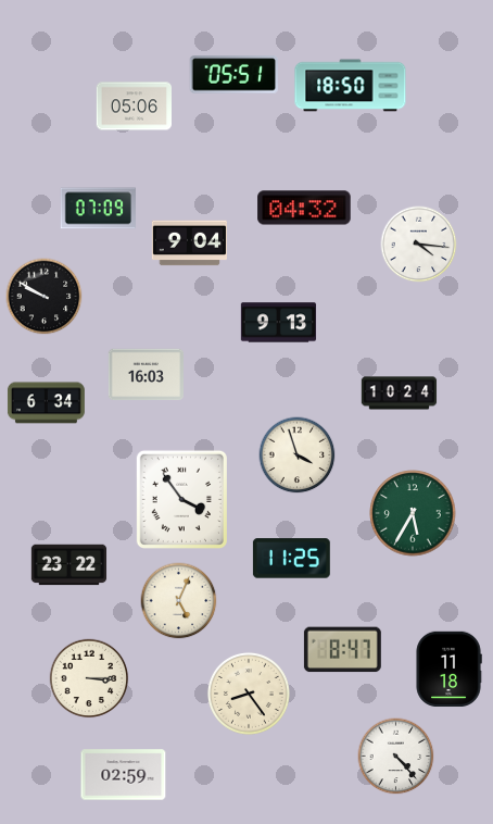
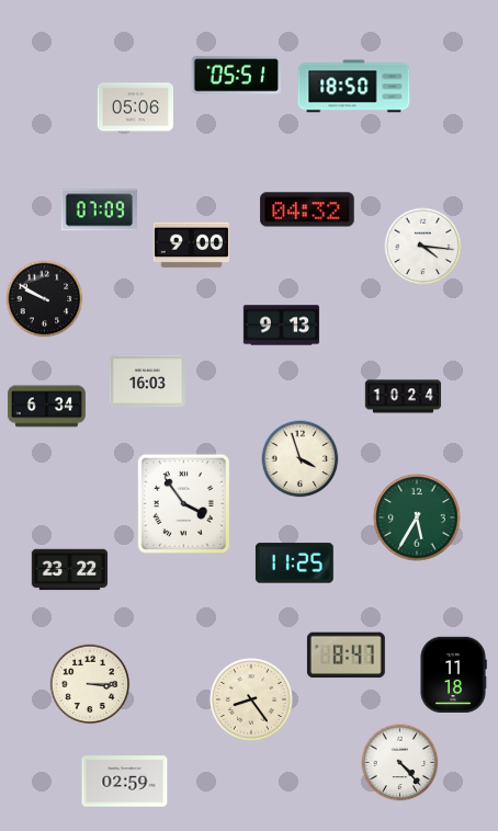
clock at (189, 244): 9:04 -> 9:00
clock at (146, 375) position: (146, 375) -> (147, 382)
clock at (179, 601): 5:04 -> none
